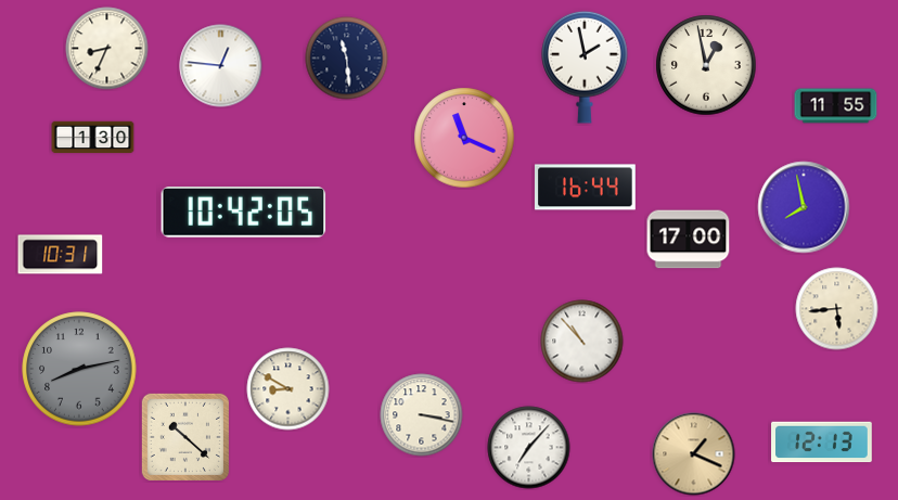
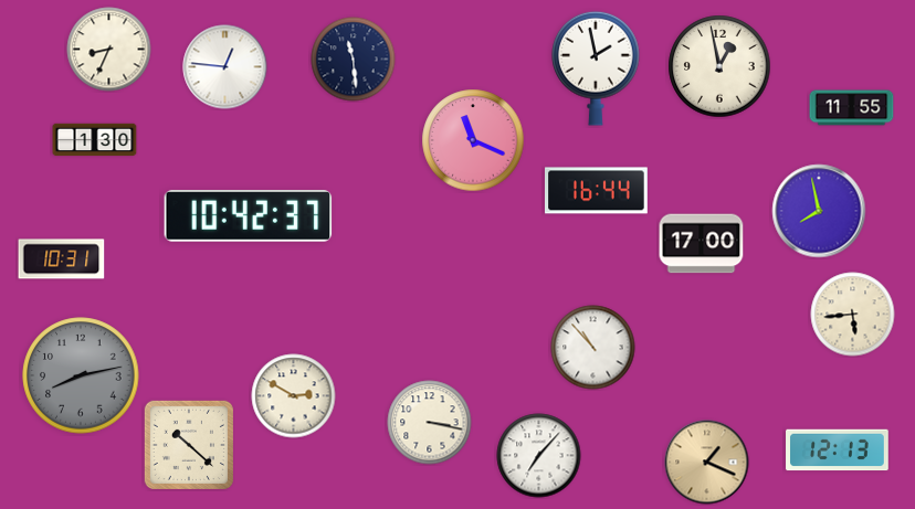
clock at (244, 213): 10:42:05 -> 10:42:37
clock at (288, 389): 8:50 -> 2:50
